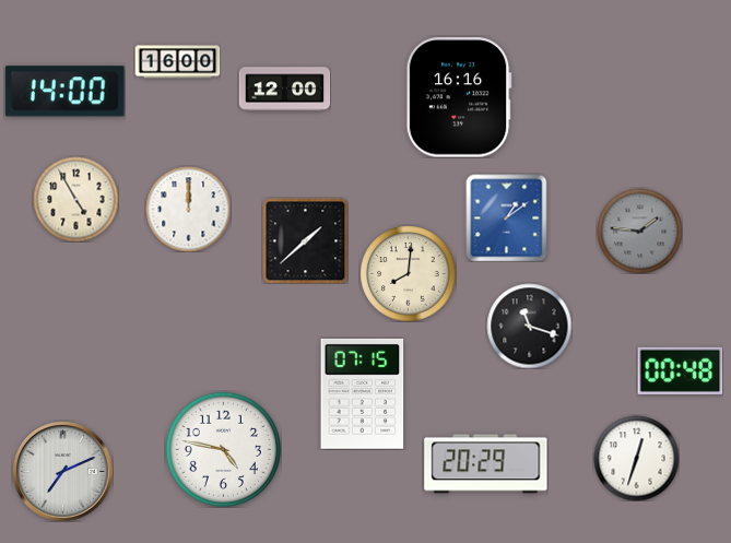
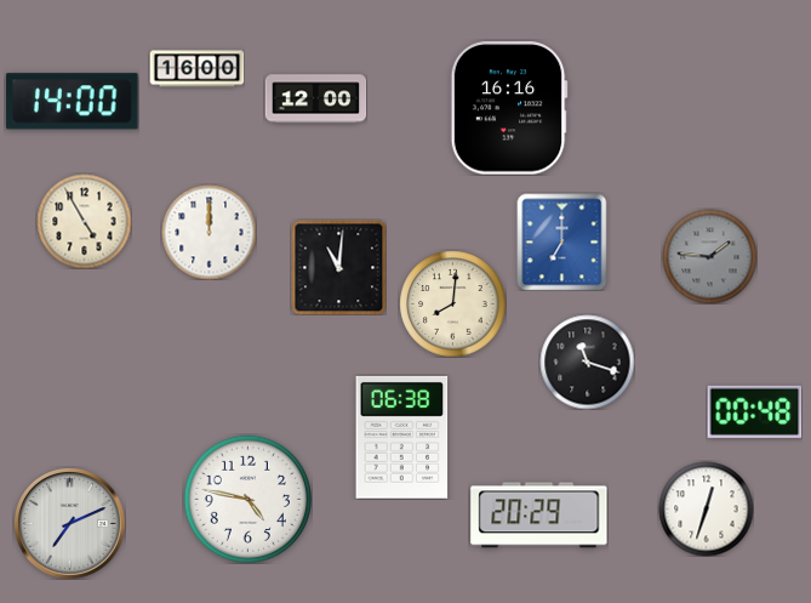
clock at (507, 217): 1:09 -> 7:00
clock at (305, 240): 1:38 -> 11:01
clock at (363, 393): 07:15 -> 06:38
